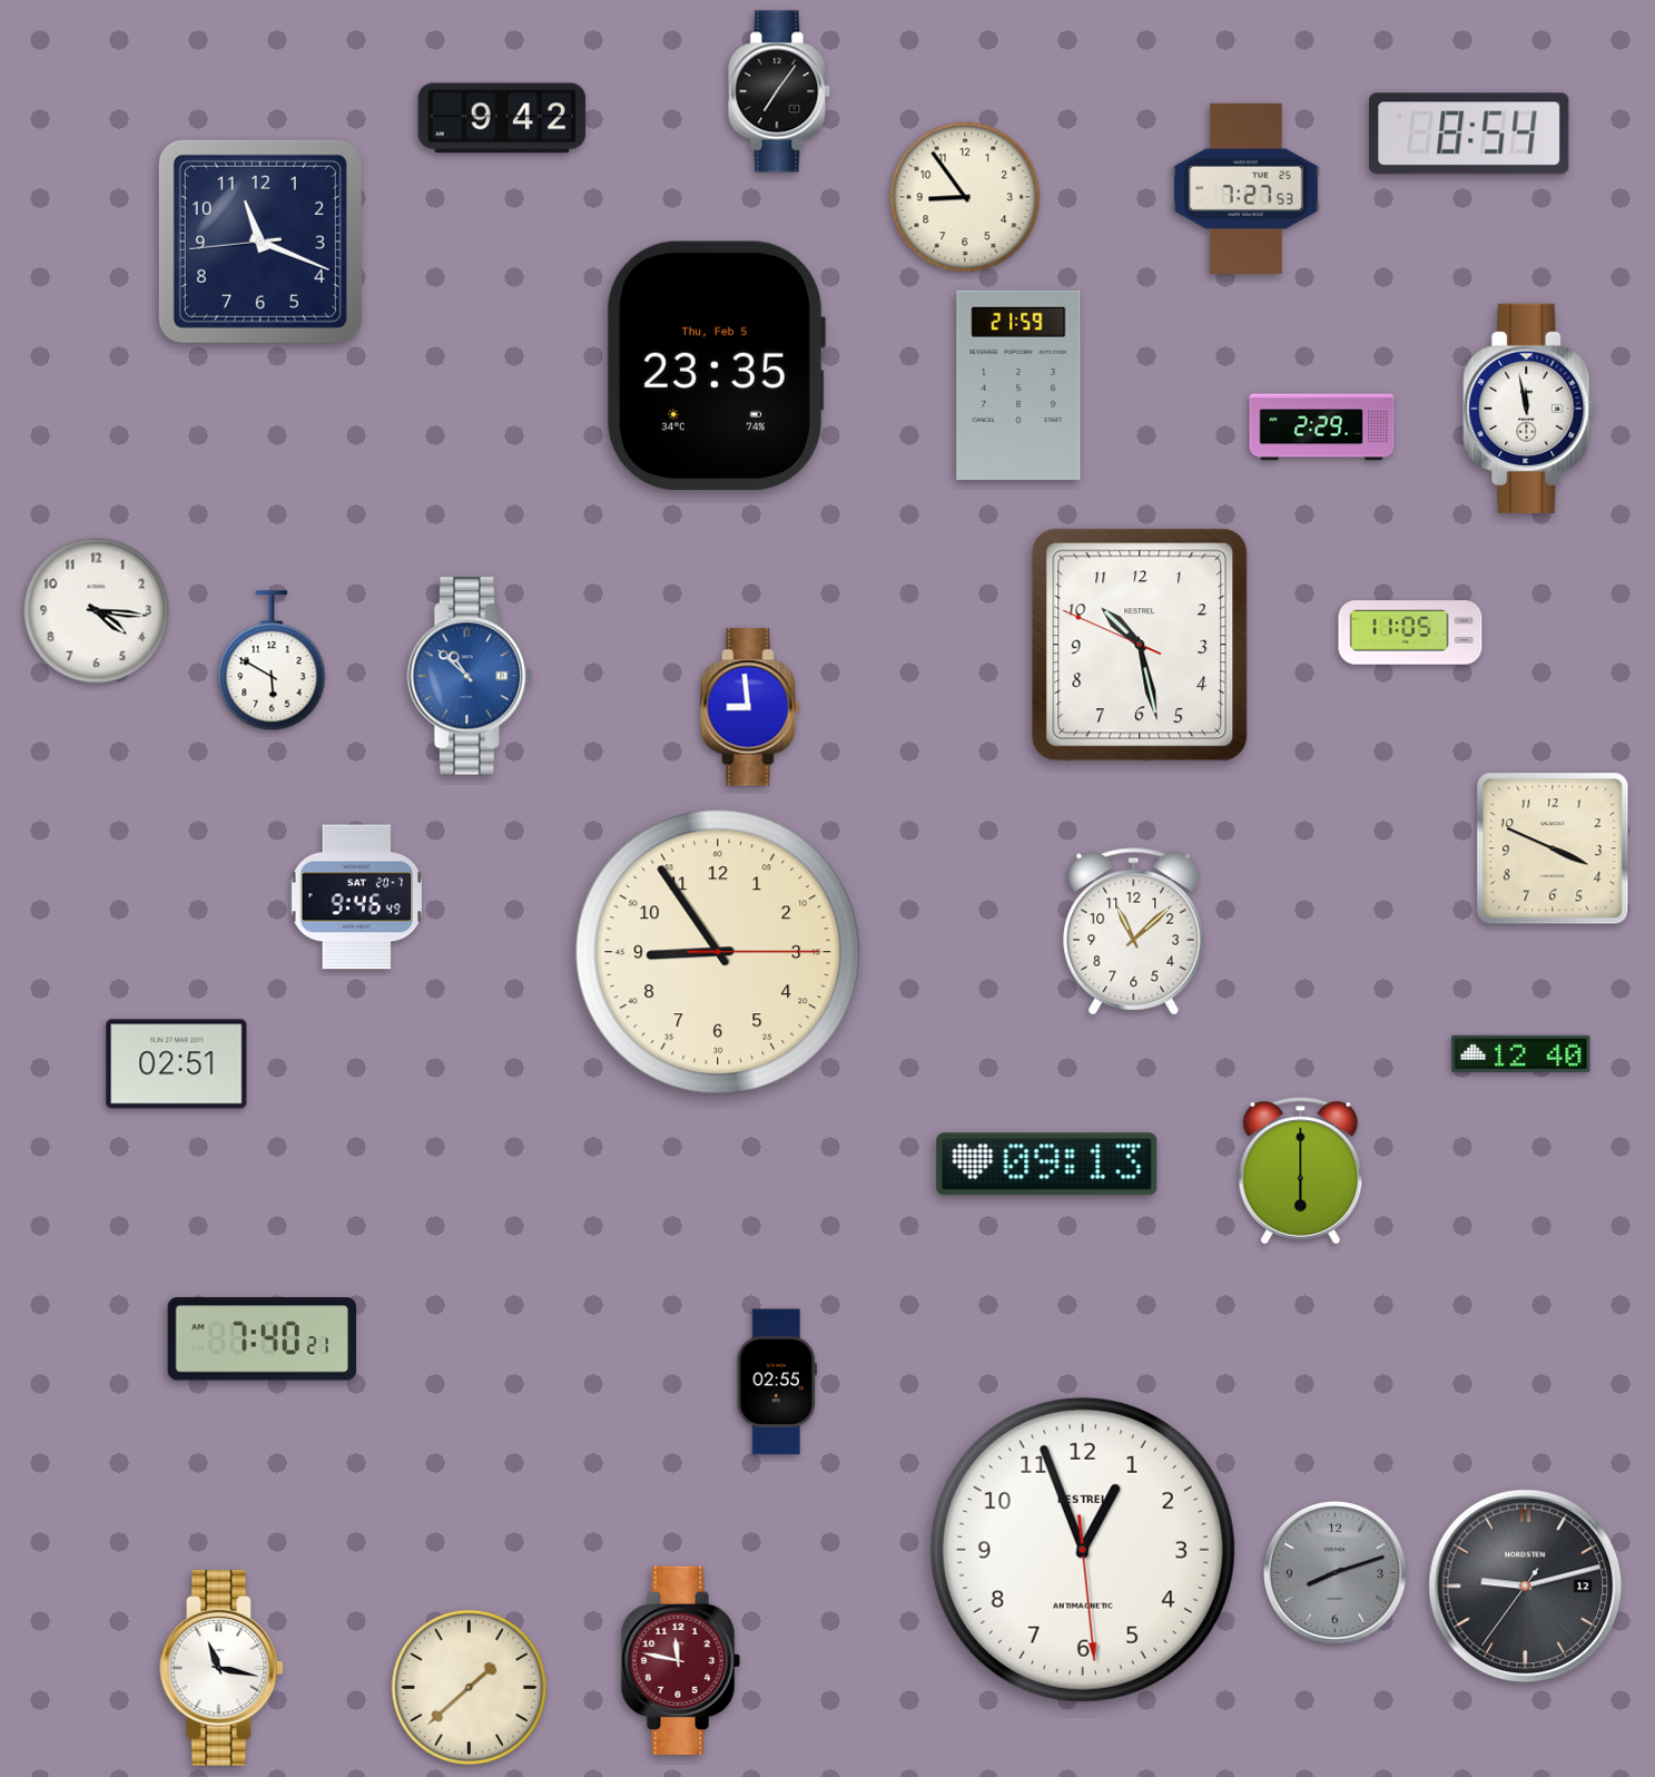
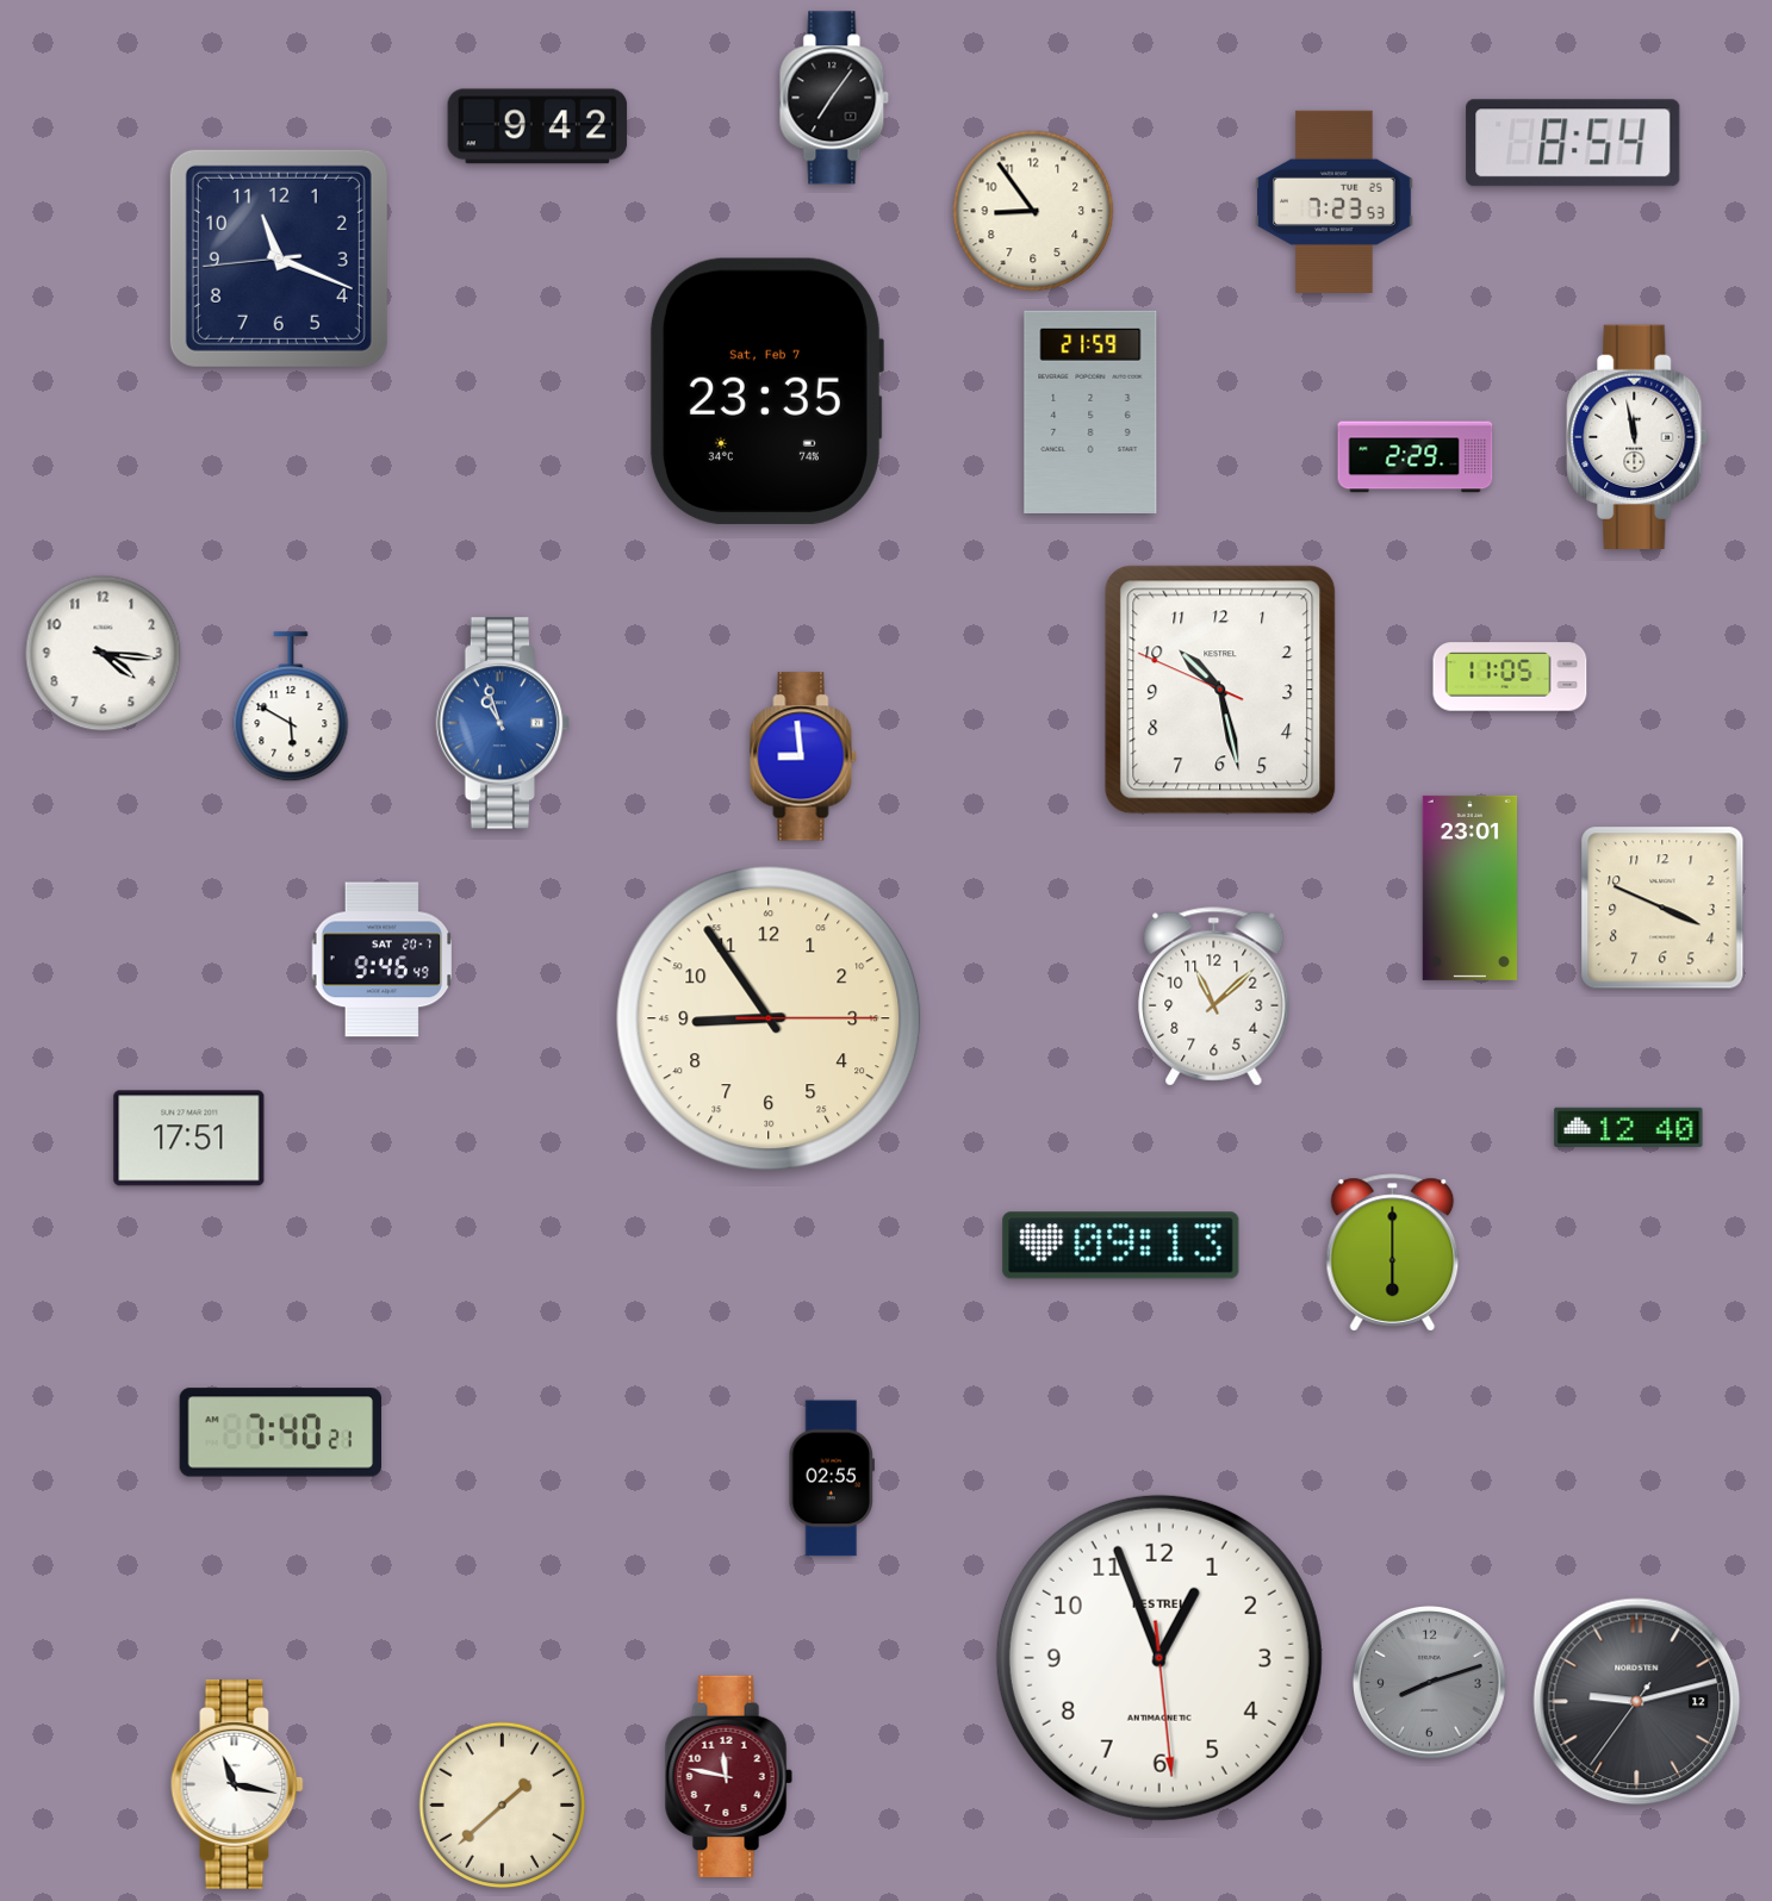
clock at (1247, 188): 7:27 -> 7:23
clock at (716, 365) date: Thu, Feb 5 -> Sat, Feb 7
clock at (470, 676): 10:52 -> 10:57
clock at (1469, 887): none -> 23:01
clock at (177, 1064): 02:51 -> 17:51
clock at (1526, 1587) position: (1526, 1587) -> (1637, 1702)
